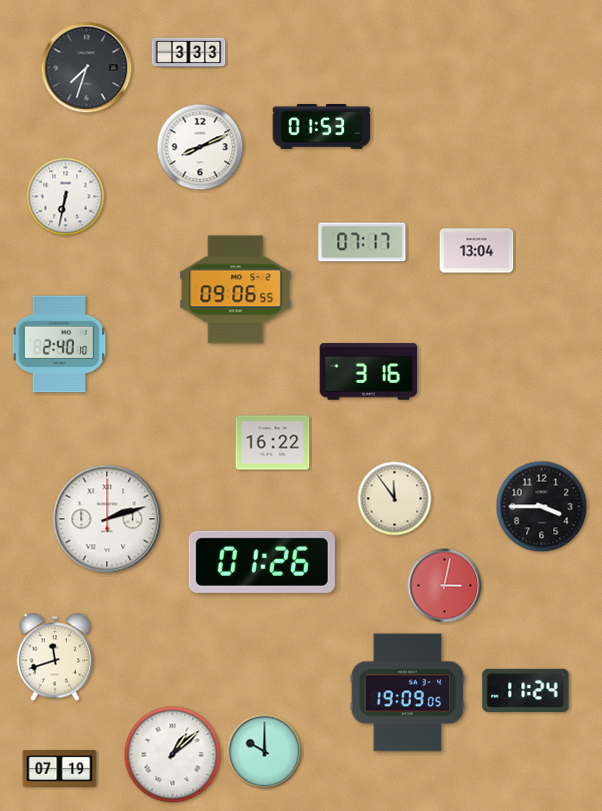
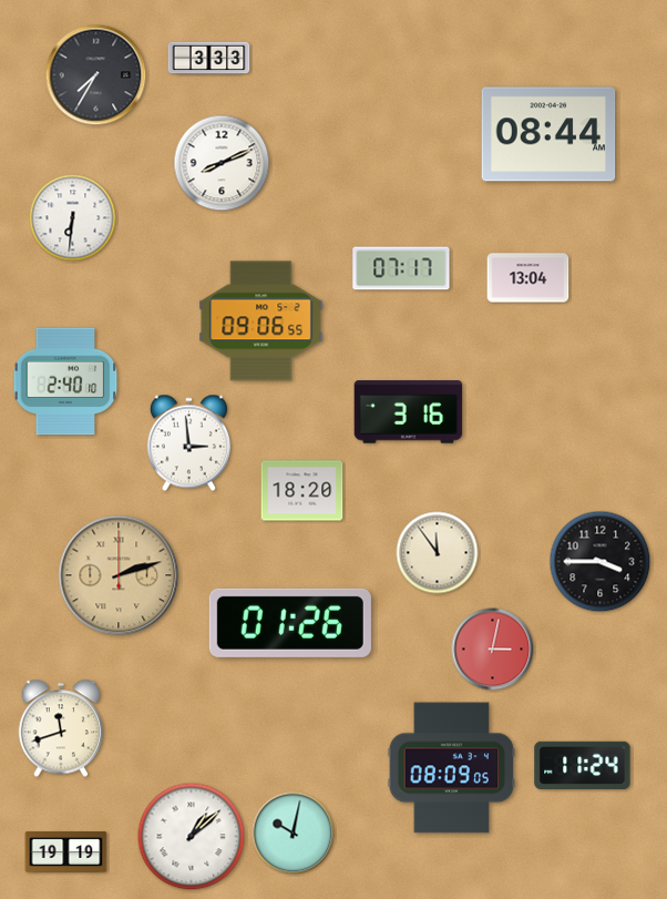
clock at (87, 68): 7:33 -> 7:35
clock at (548, 134): none -> 08:44
clock at (322, 127): 01:53 -> none
clock at (66, 197): 6:32 -> 6:31
clock at (188, 443): none -> 2:59
clock at (273, 443): 16:22 -> 18:20
clock at (107, 519) dial: white -> champagne
clock at (408, 693): 19:09 -> 08:09
clock at (265, 752): 10:00 -> 10:02
clock at (60, 768): 07:19 -> 19:19
